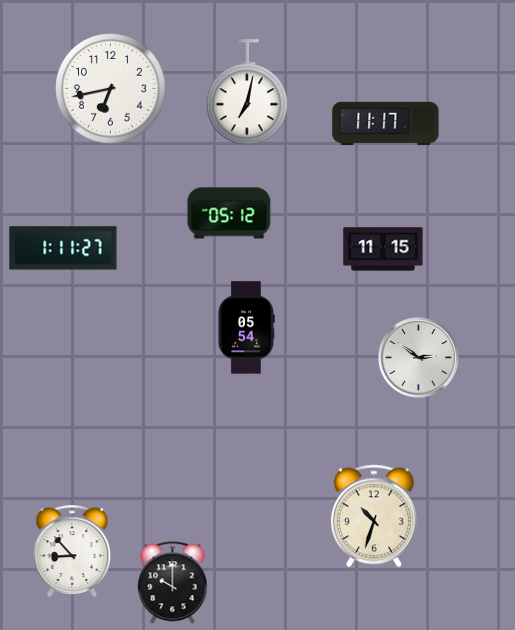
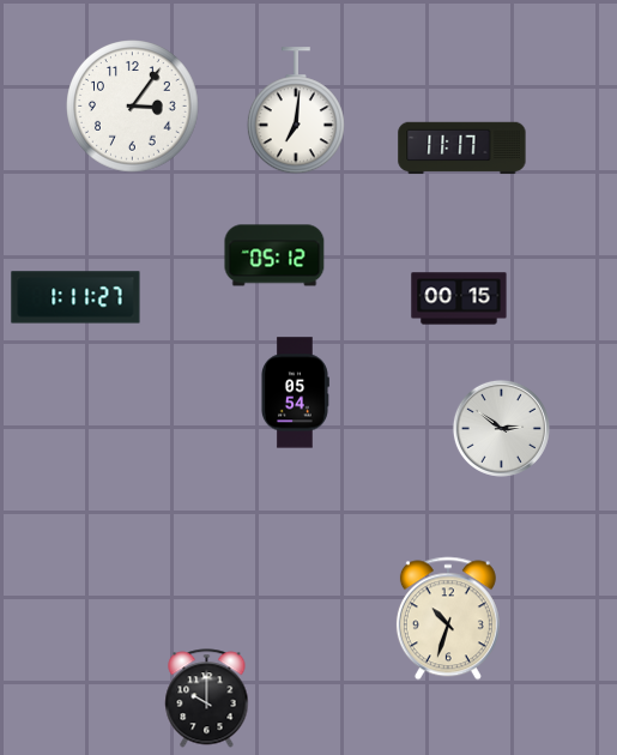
clock at (111, 89): 6:43 -> 3:06
clock at (247, 93): 7:02 -> 7:01
clock at (383, 249): 11:15 -> 00:15
clock at (72, 551): 8:53 -> none
